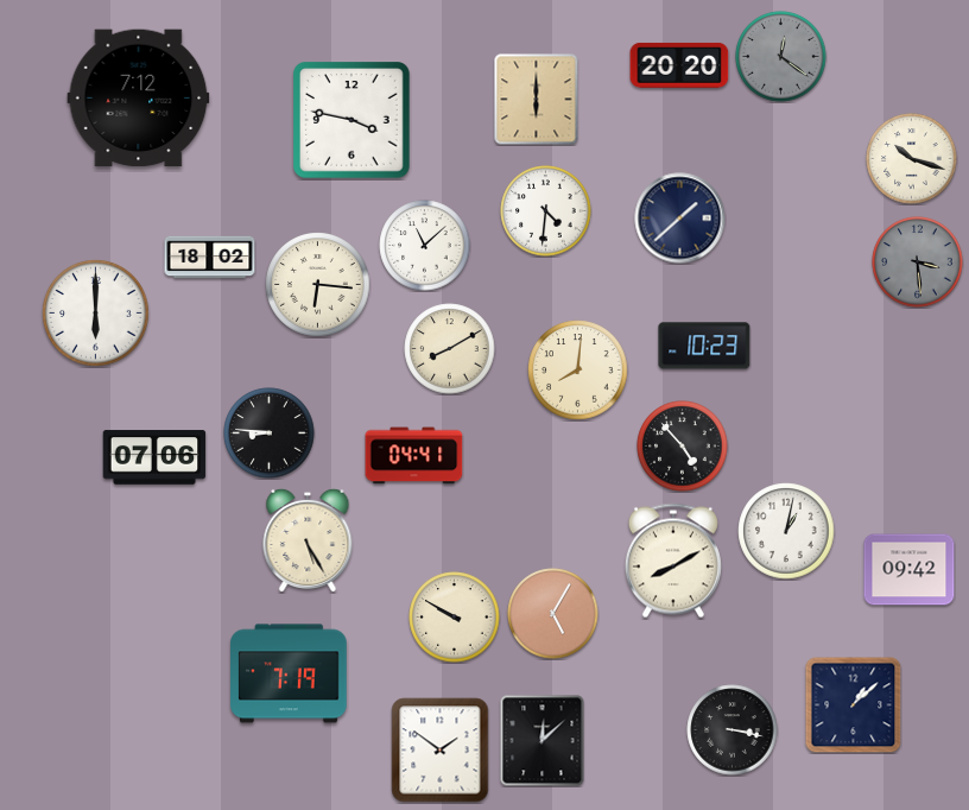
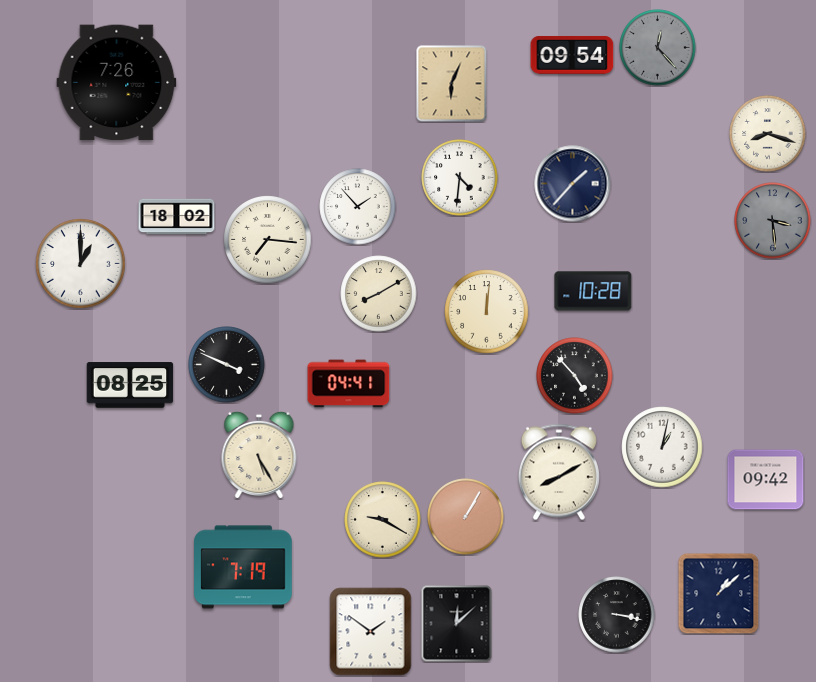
clock at (781, 57): 12:21 -> 12:23
clock at (679, 65): 20:20 -> 09:54
clock at (139, 99): 7:12 -> 7:26
clock at (537, 100): 6:00 -> 6:04
clock at (351, 120): 3:47 -> none
clock at (912, 159): 10:18 -> 8:18
clock at (680, 219): 1:38 -> 1:37
clock at (425, 246): 11:08 -> 1:53
clock at (318, 285): 6:16 -> 7:16
clock at (96, 314): 6:00 -> 1:00
clock at (704, 346): 10:23 -> 10:28
clock at (578, 371): 8:01 -> 12:01
clock at (270, 434): 8:46 -> 3:49
clock at (154, 457): 07:06 -> 08:25
clock at (673, 561) position: (673, 561) -> (559, 472)
clock at (553, 614): 5:05 -> 1:05
clock at (455, 618): 9:50 -> 9:20
